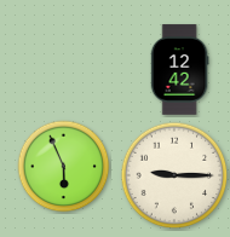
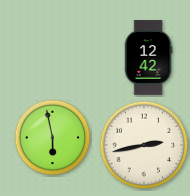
clock at (64, 167): 5:56 -> 5:58
clock at (174, 175): 9:15 -> 2:43
